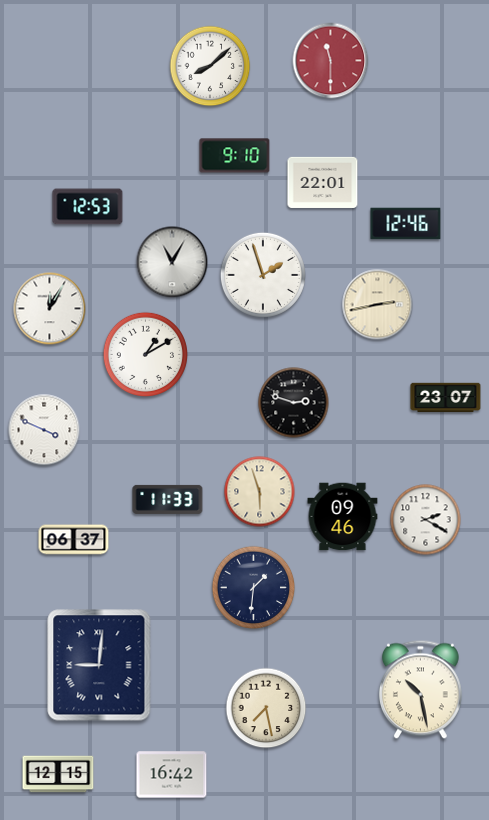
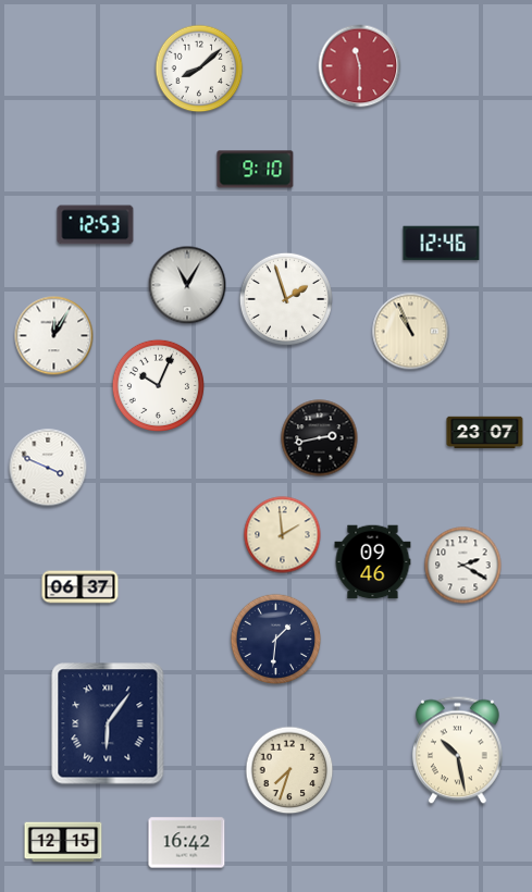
clock at (210, 66) position: (210, 66) -> (199, 69)
clock at (323, 182): 22:01 -> none
clock at (378, 305): 2:43 -> 10:56
clock at (145, 354): 1:10 -> 10:04
clock at (294, 403): 2:48 -> 2:43
clock at (260, 492): 5:57 -> 1:59
clock at (168, 499): 11:33 -> none
clock at (99, 665): 9:01 -> 6:06
clock at (266, 708): 7:28 -> 7:33
